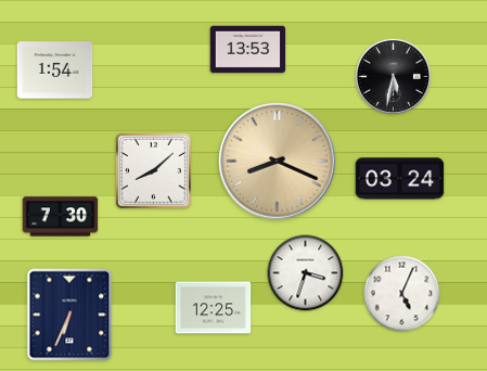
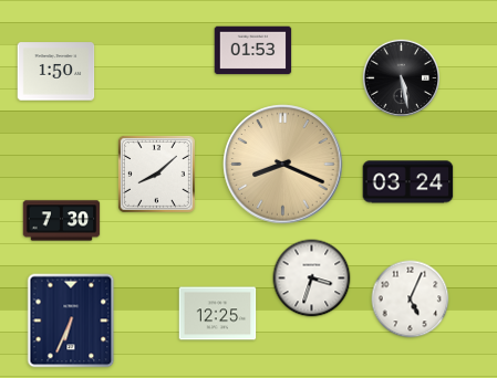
clock at (248, 50): 13:53 -> 01:53
clock at (55, 71): 1:54 -> 1:50
clock at (394, 77): 5:32 -> 5:28
